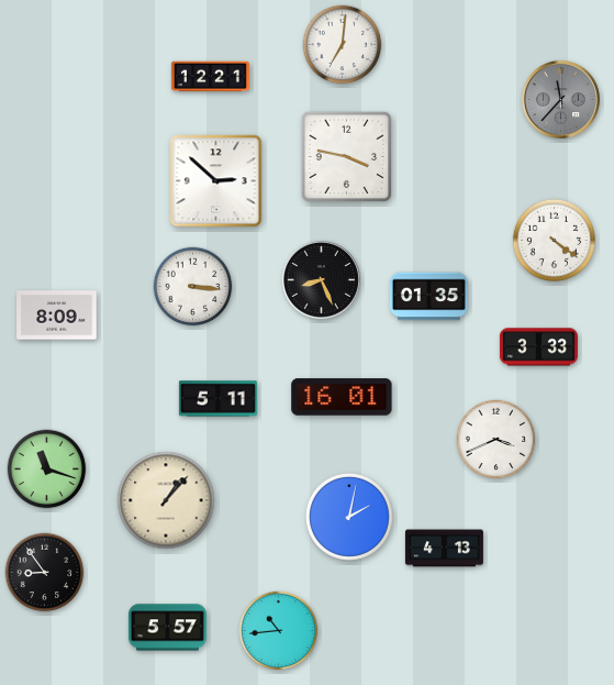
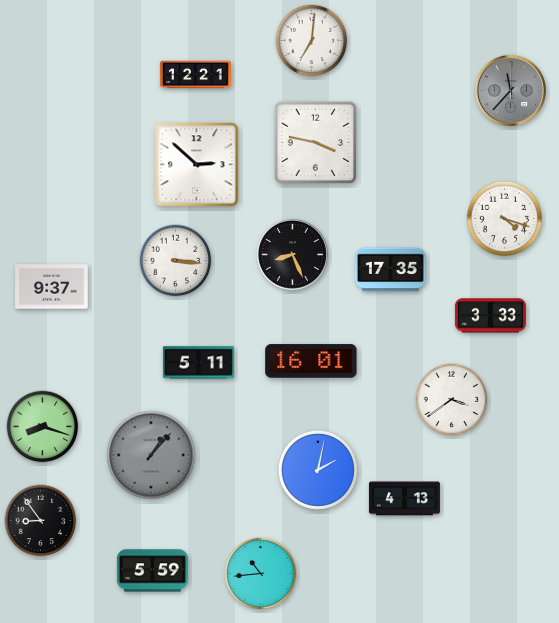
clock at (210, 77) position: (210, 77) -> (195, 75)
clock at (554, 240): 4:21 -> 4:18
clock at (428, 297): 01:35 -> 17:35
clock at (57, 316): 8:09 -> 9:37
clock at (496, 440): 3:41 -> 3:39
clock at (47, 469): 11:18 -> 8:18
clock at (166, 500) dial: cream -> grey
clock at (167, 628): 5:57 -> 5:59
clock at (279, 631) position: (279, 631) -> (261, 574)
